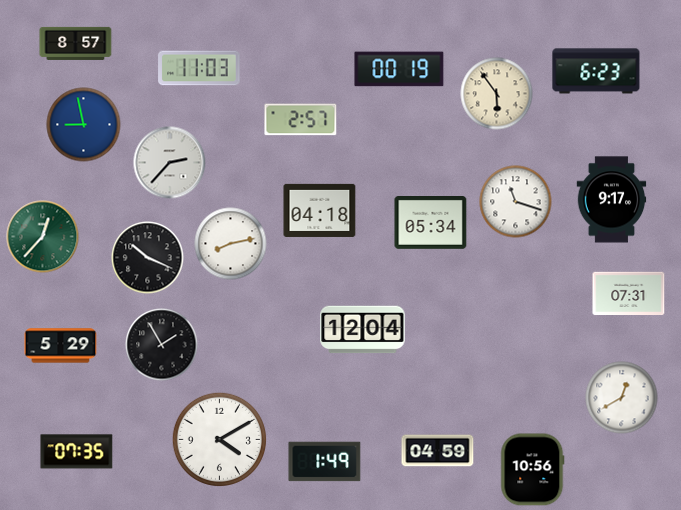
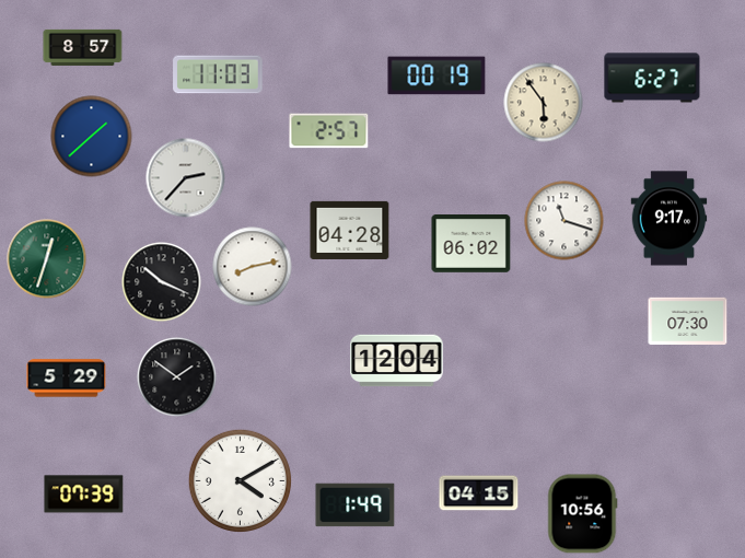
clock at (596, 71): 6:23 -> 6:27
clock at (84, 125): 8:58 -> 1:38
clock at (320, 210): 04:18 -> 04:28
clock at (431, 223): 05:34 -> 06:02
clock at (43, 237): 12:37 -> 12:33
clock at (629, 294): 07:31 -> 07:30
clock at (162, 345): 1:55 -> 1:51
clock at (622, 398): 12:40 -> none
clock at (438, 451): 04:59 -> 04:15
clock at (77, 452): 07:35 -> 07:39
